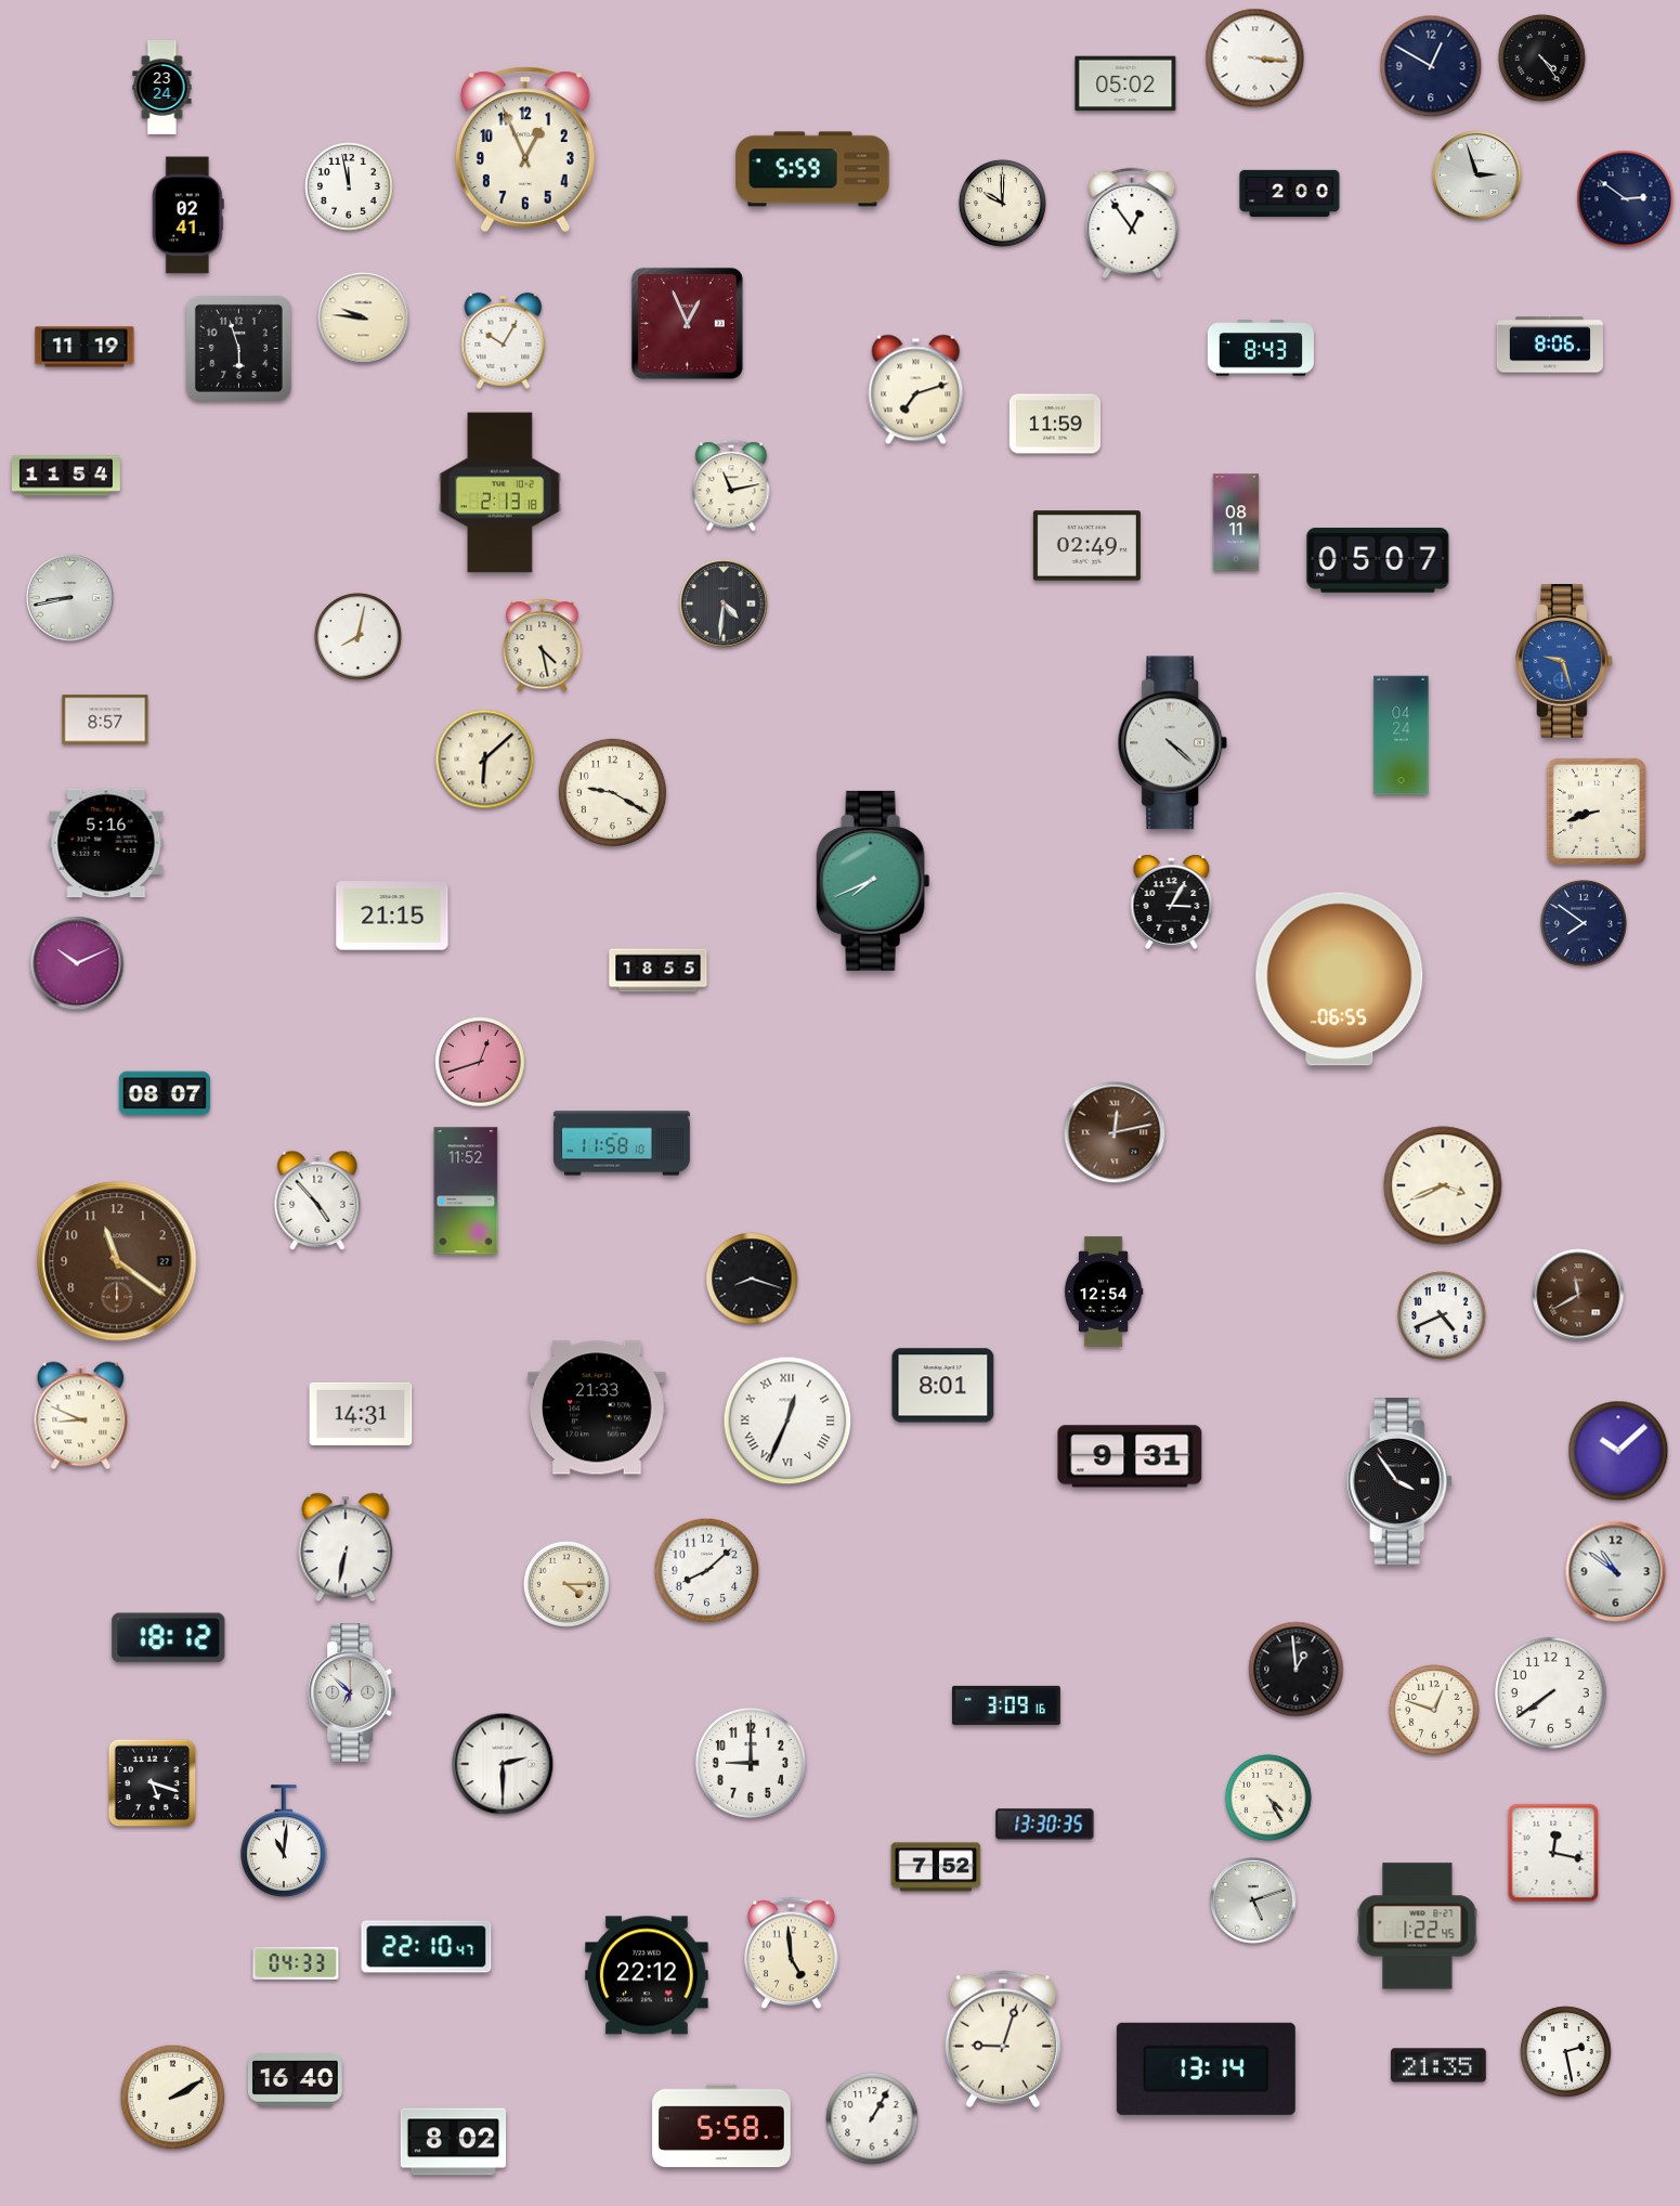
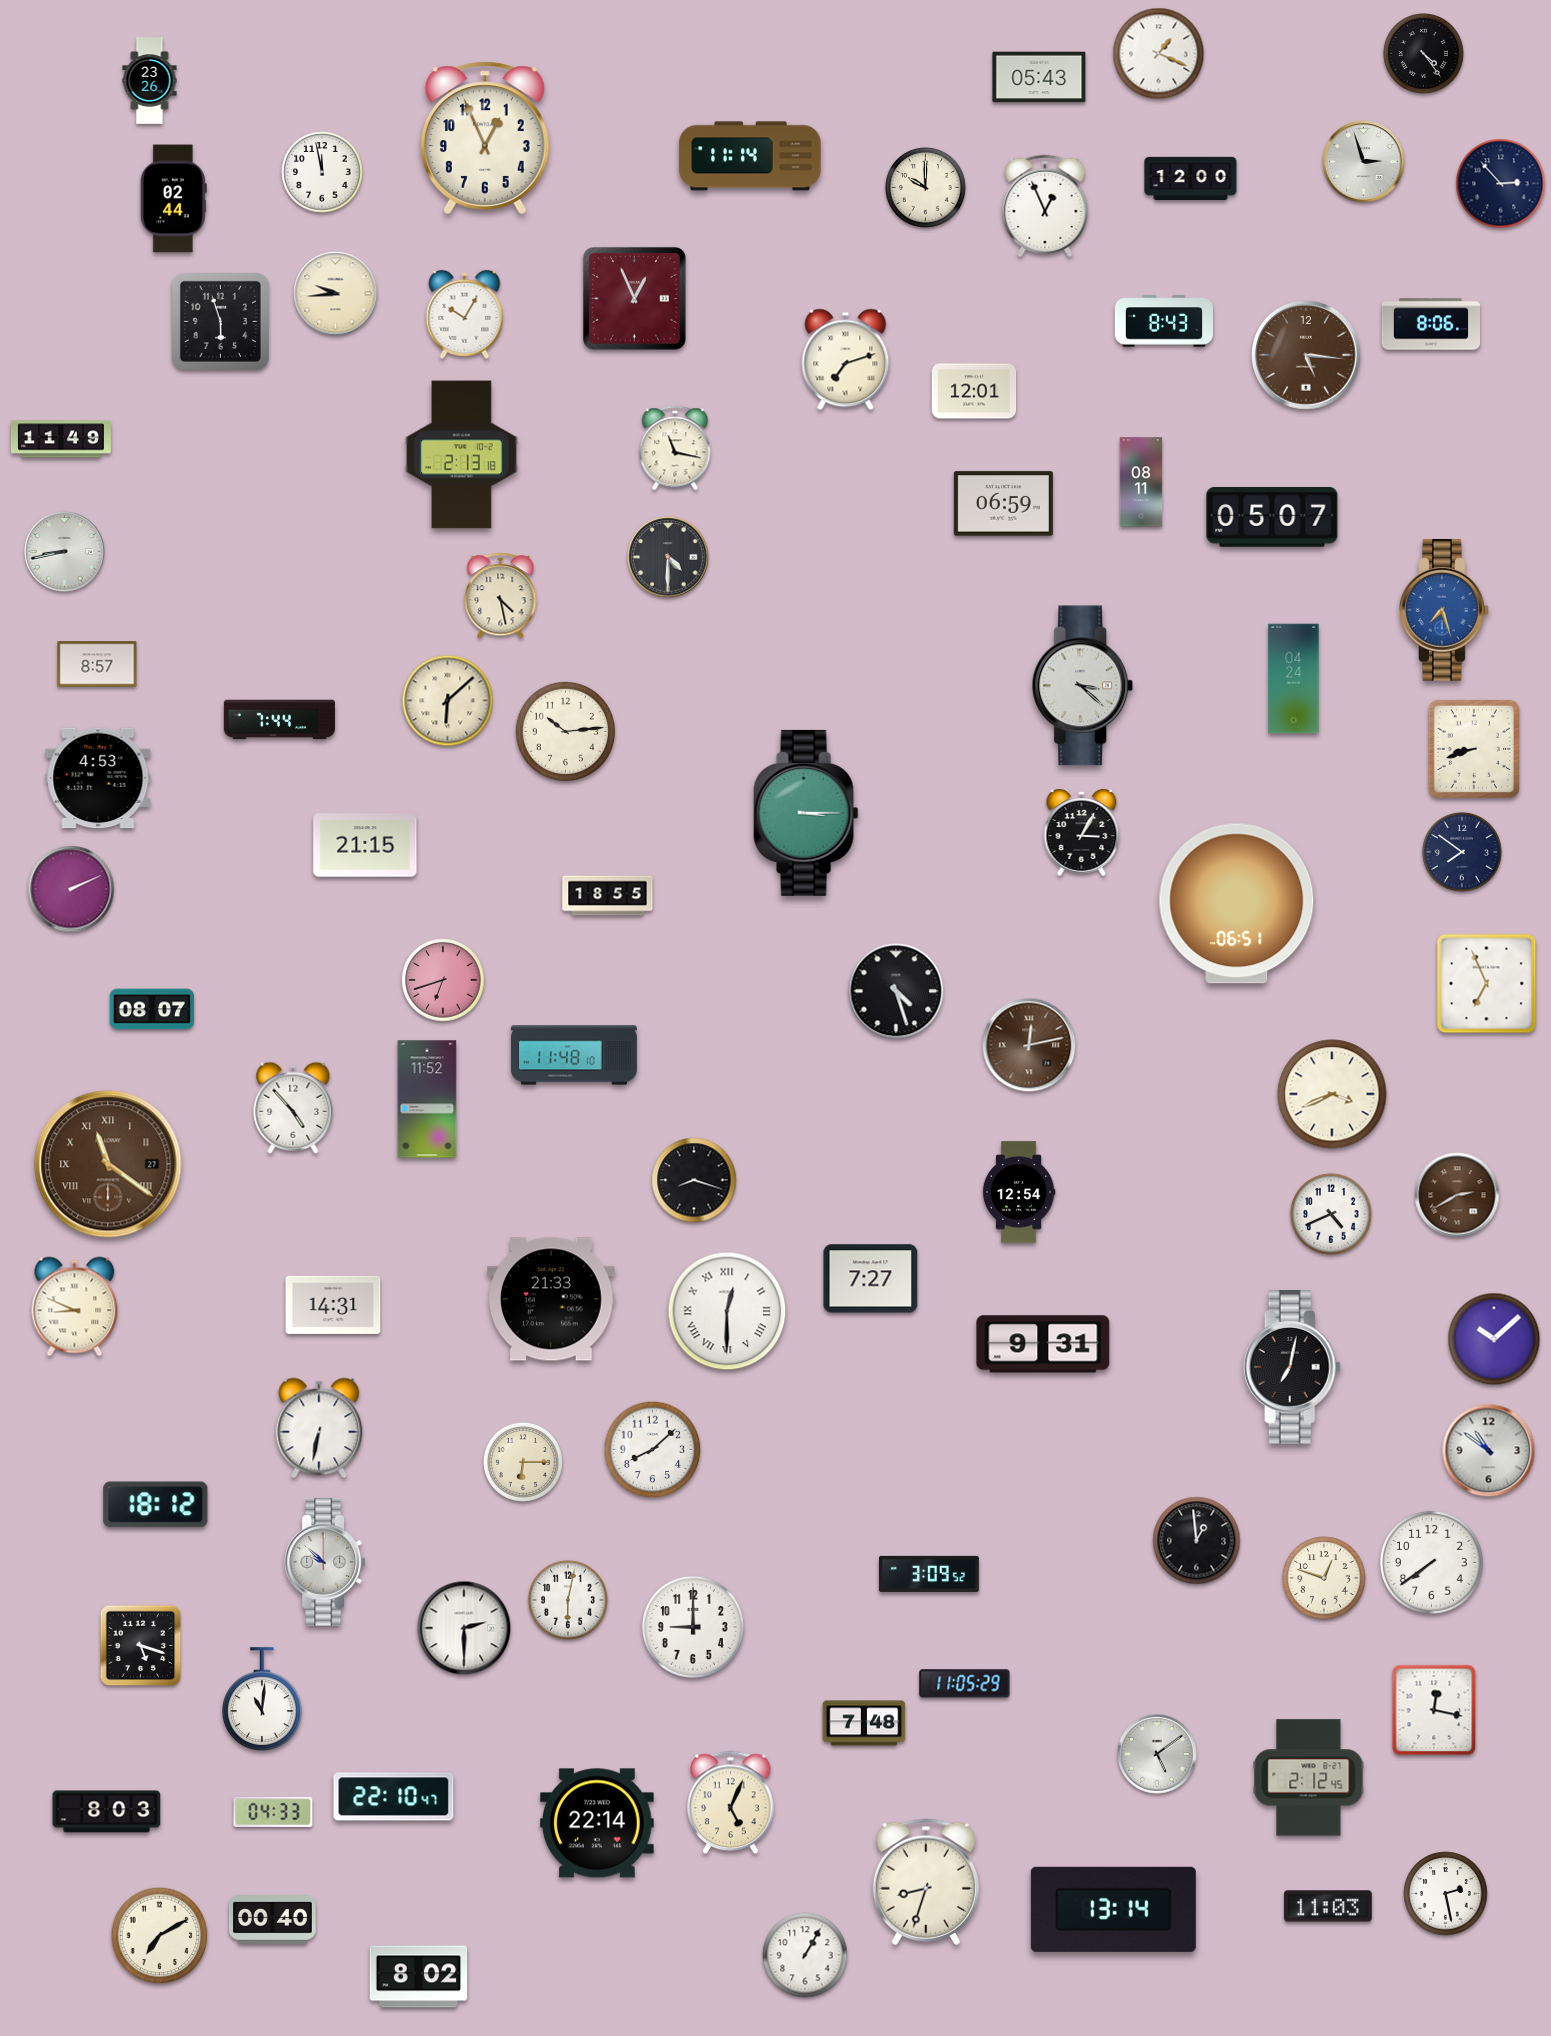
clock at (1255, 59): 3:16 -> 1:19
clock at (1431, 66): 12:50 -> none
clock at (1125, 83): 05:02 -> 05:43
clock at (162, 88): 23:24 -> 23:26
clock at (812, 169): 5:59 -> 11:14
clock at (1290, 193): 2:00 -> 12:00
clock at (1626, 199): 2:51 -> 2:53
clock at (187, 216): 02:41 -> 02:44
clock at (1132, 223): 12:54 -> 12:56
clock at (364, 319): 9:46 -> 9:44
clock at (1549, 345) position: (1549, 345) -> (1430, 324)
clock at (84, 347): 11:19 -> none
clock at (1307, 356): none -> 5:16
clock at (1055, 424): 11:59 -> 12:01
clock at (66, 476): 11:54 -> 11:49
clock at (731, 485): 11:13 -> 11:17
clock at (1086, 546): 02:49 -> 06:59
clock at (724, 604): 4:31 -> 4:30
clock at (357, 637): 8:02 -> none
clock at (1564, 661): 9:27 -> 7:27
clock at (1173, 743): 4:22 -> 3:22
clock at (279, 720): none -> 7:44
clock at (612, 792): 9:20 -> 10:14
clock at (106, 843): 5:16 -> 4:53
clock at (873, 881): 7:41 -> 3:15
clock at (392, 916) position: (392, 916) -> (365, 845)
clock at (77, 963): 10:11 -> 2:11
clock at (1340, 979): 06:55 -> 06:51
clock at (480, 1062): 12:42 -> 6:42
clock at (1487, 984): none -> 6:56
clock at (896, 991): none -> 4:27
clock at (622, 1143): 11:58 -> 11:48
clock at (466, 1191) position: (466, 1191) -> (427, 1099)
clock at (117, 1261) numerals: Arabic -> Roman
clock at (1578, 1295): 11:40 -> 2:40
clock at (943, 1386): 8:01 -> 7:27
clock at (787, 1420): 12:34 -> 12:30
clock at (1399, 1482): 3:54 -> 7:02
clock at (1616, 1572) position: (1616, 1572) -> (1489, 1451)
clock at (566, 1584): 4:15 -> 6:15
clock at (169, 1638) position: (169, 1638) -> (156, 1505)
clock at (351, 1692): 6:52 -> 9:52
clock at (1006, 1705): 3:09:16 -> 3:09:52
clock at (568, 1600): none -> 6:02
clock at (1268, 1798): 4:25 -> none
clock at (1045, 1825): 13:30 -> 11:05
clock at (936, 1867): 7:52 -> 7:48
clock at (1253, 1900): 5:12 -> 5:09
clock at (1418, 1926): 1:22 -> 2:12
clock at (792, 1954): 4:59 -> 5:04
clock at (107, 1812): none -> 8:03
clock at (647, 1975): 22:12 -> 22:14
clock at (1003, 2039): 9:03 -> 8:33
clock at (1438, 2065): 21:35 -> 11:03
clock at (295, 2080): 16:40 -> 00:40
clock at (173, 2098): 2:10 -> 7:10
clock at (721, 2126): 5:58 -> none
